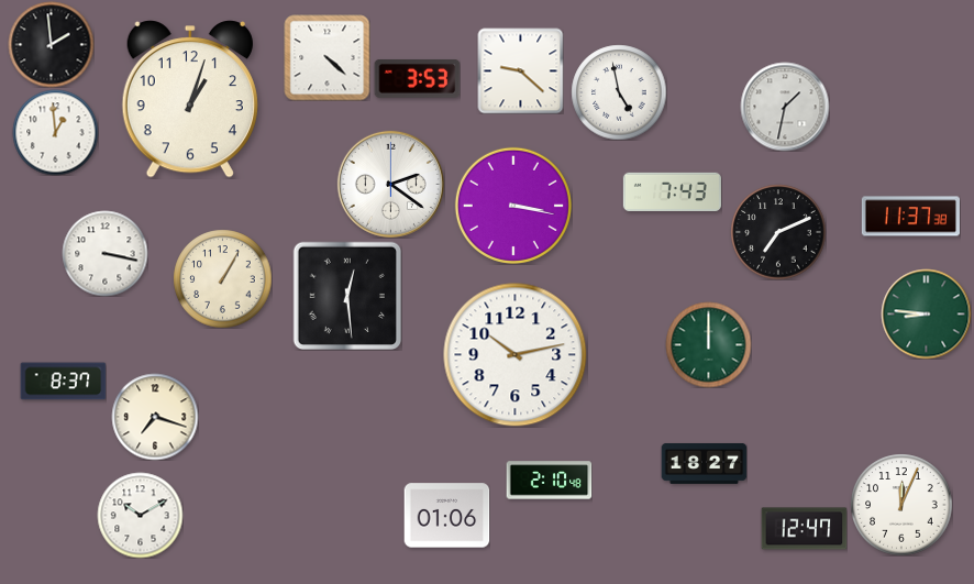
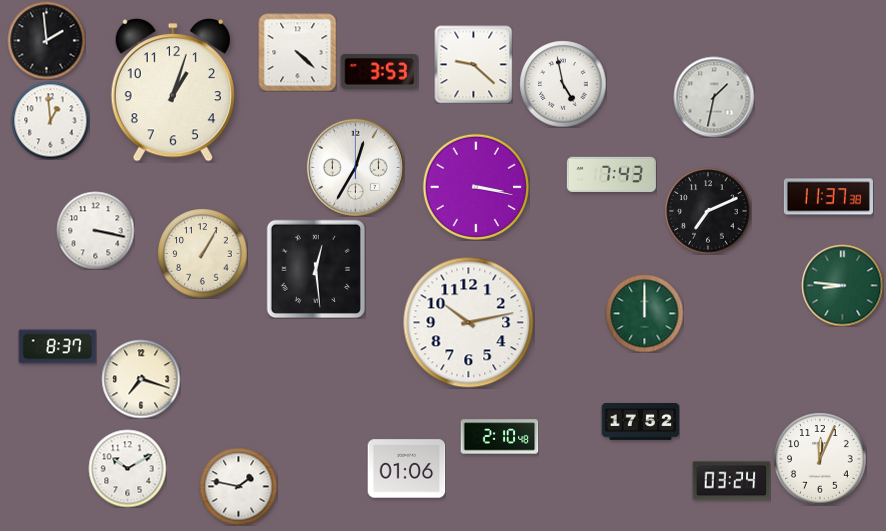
clock at (390, 184): 2:21 -> 12:35
clock at (513, 206) position: (513, 206) -> (476, 187)
clock at (704, 464): 18:27 -> 17:52
clock at (804, 529): 12:47 -> 03:24
clock at (238, 486): none -> 1:47
